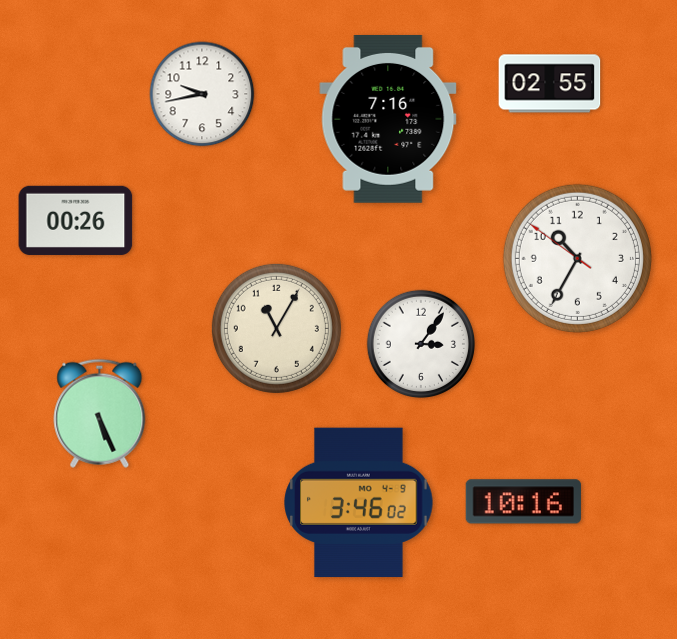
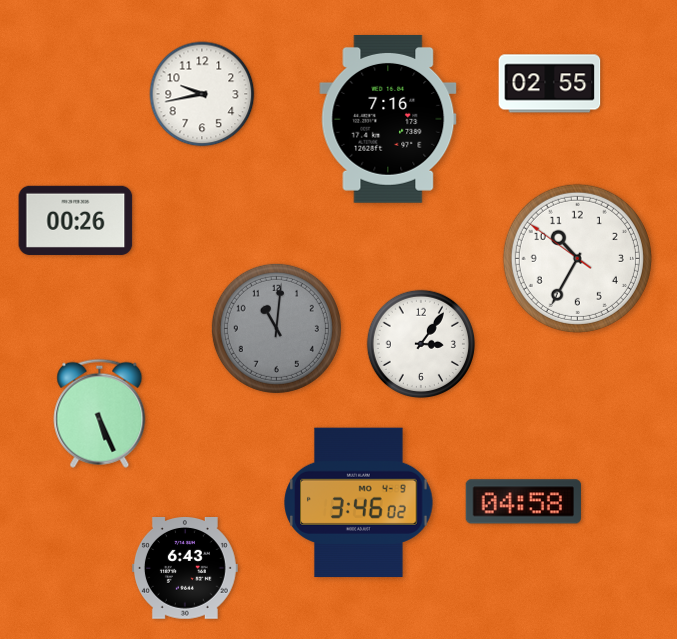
clock at (276, 328): 11:05 -> 11:01
clock at (276, 328) dial: cream -> grey
clock at (523, 502): 10:16 -> 04:58
clock at (185, 569): none -> 6:43
